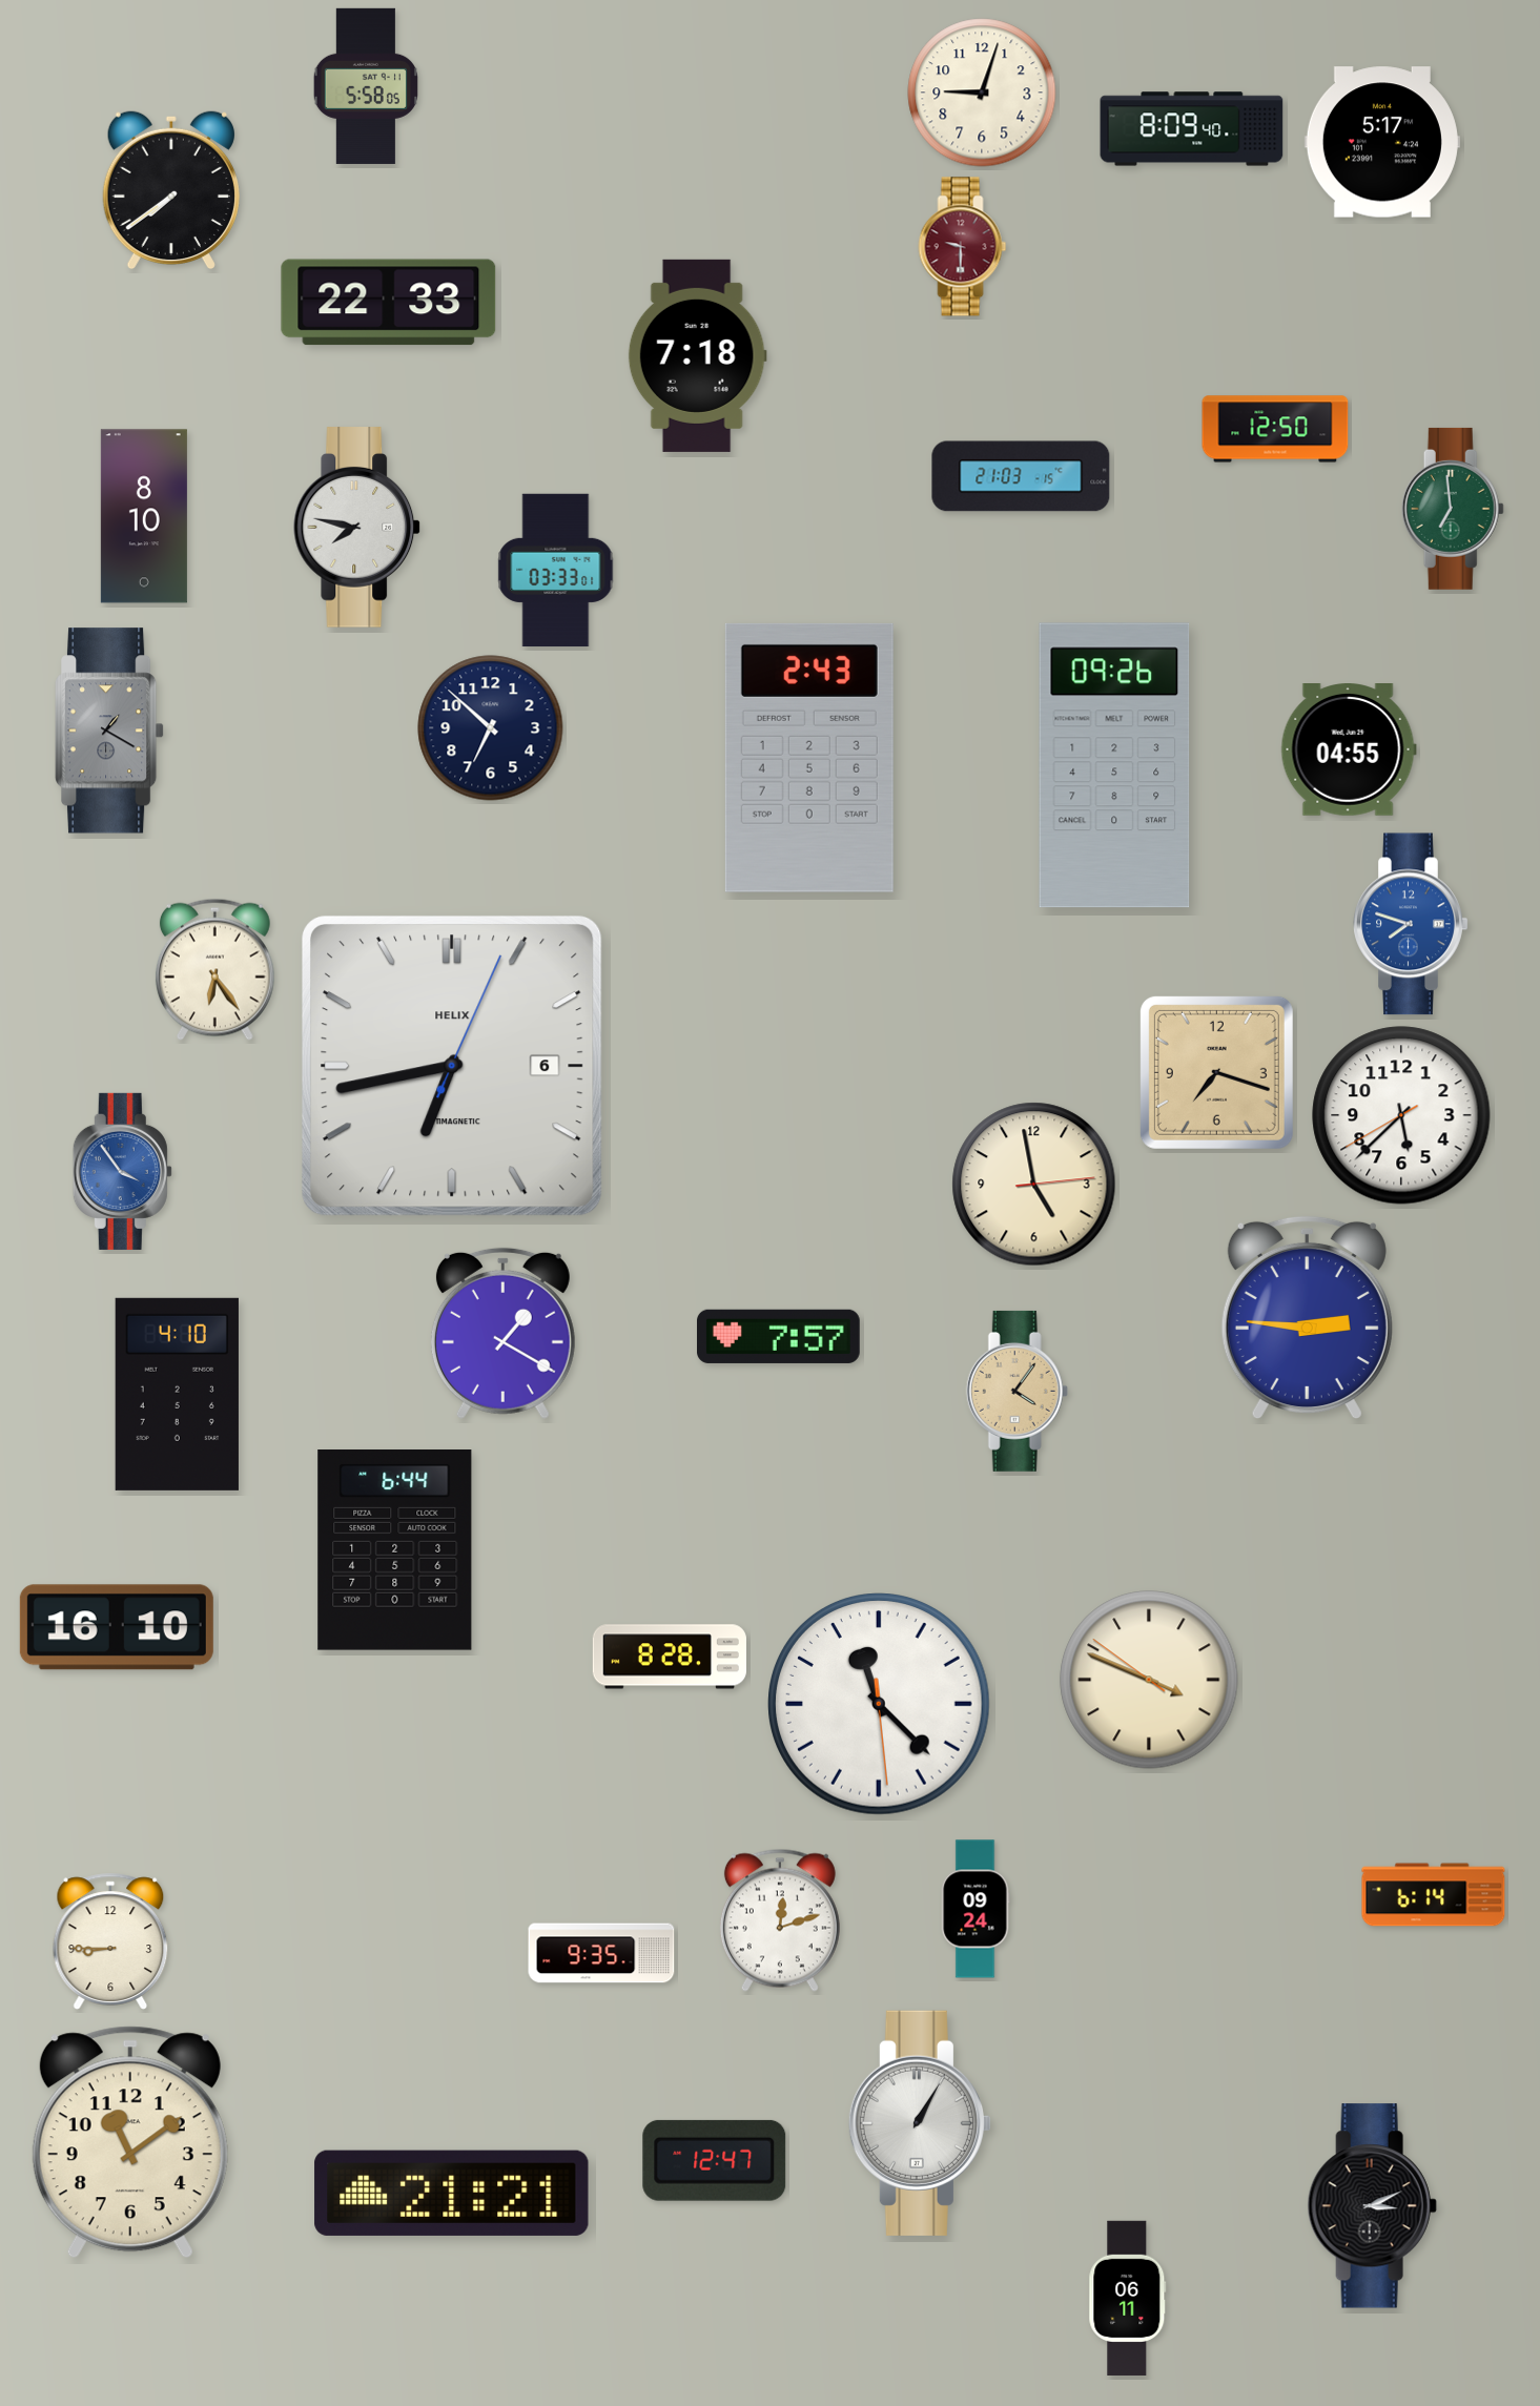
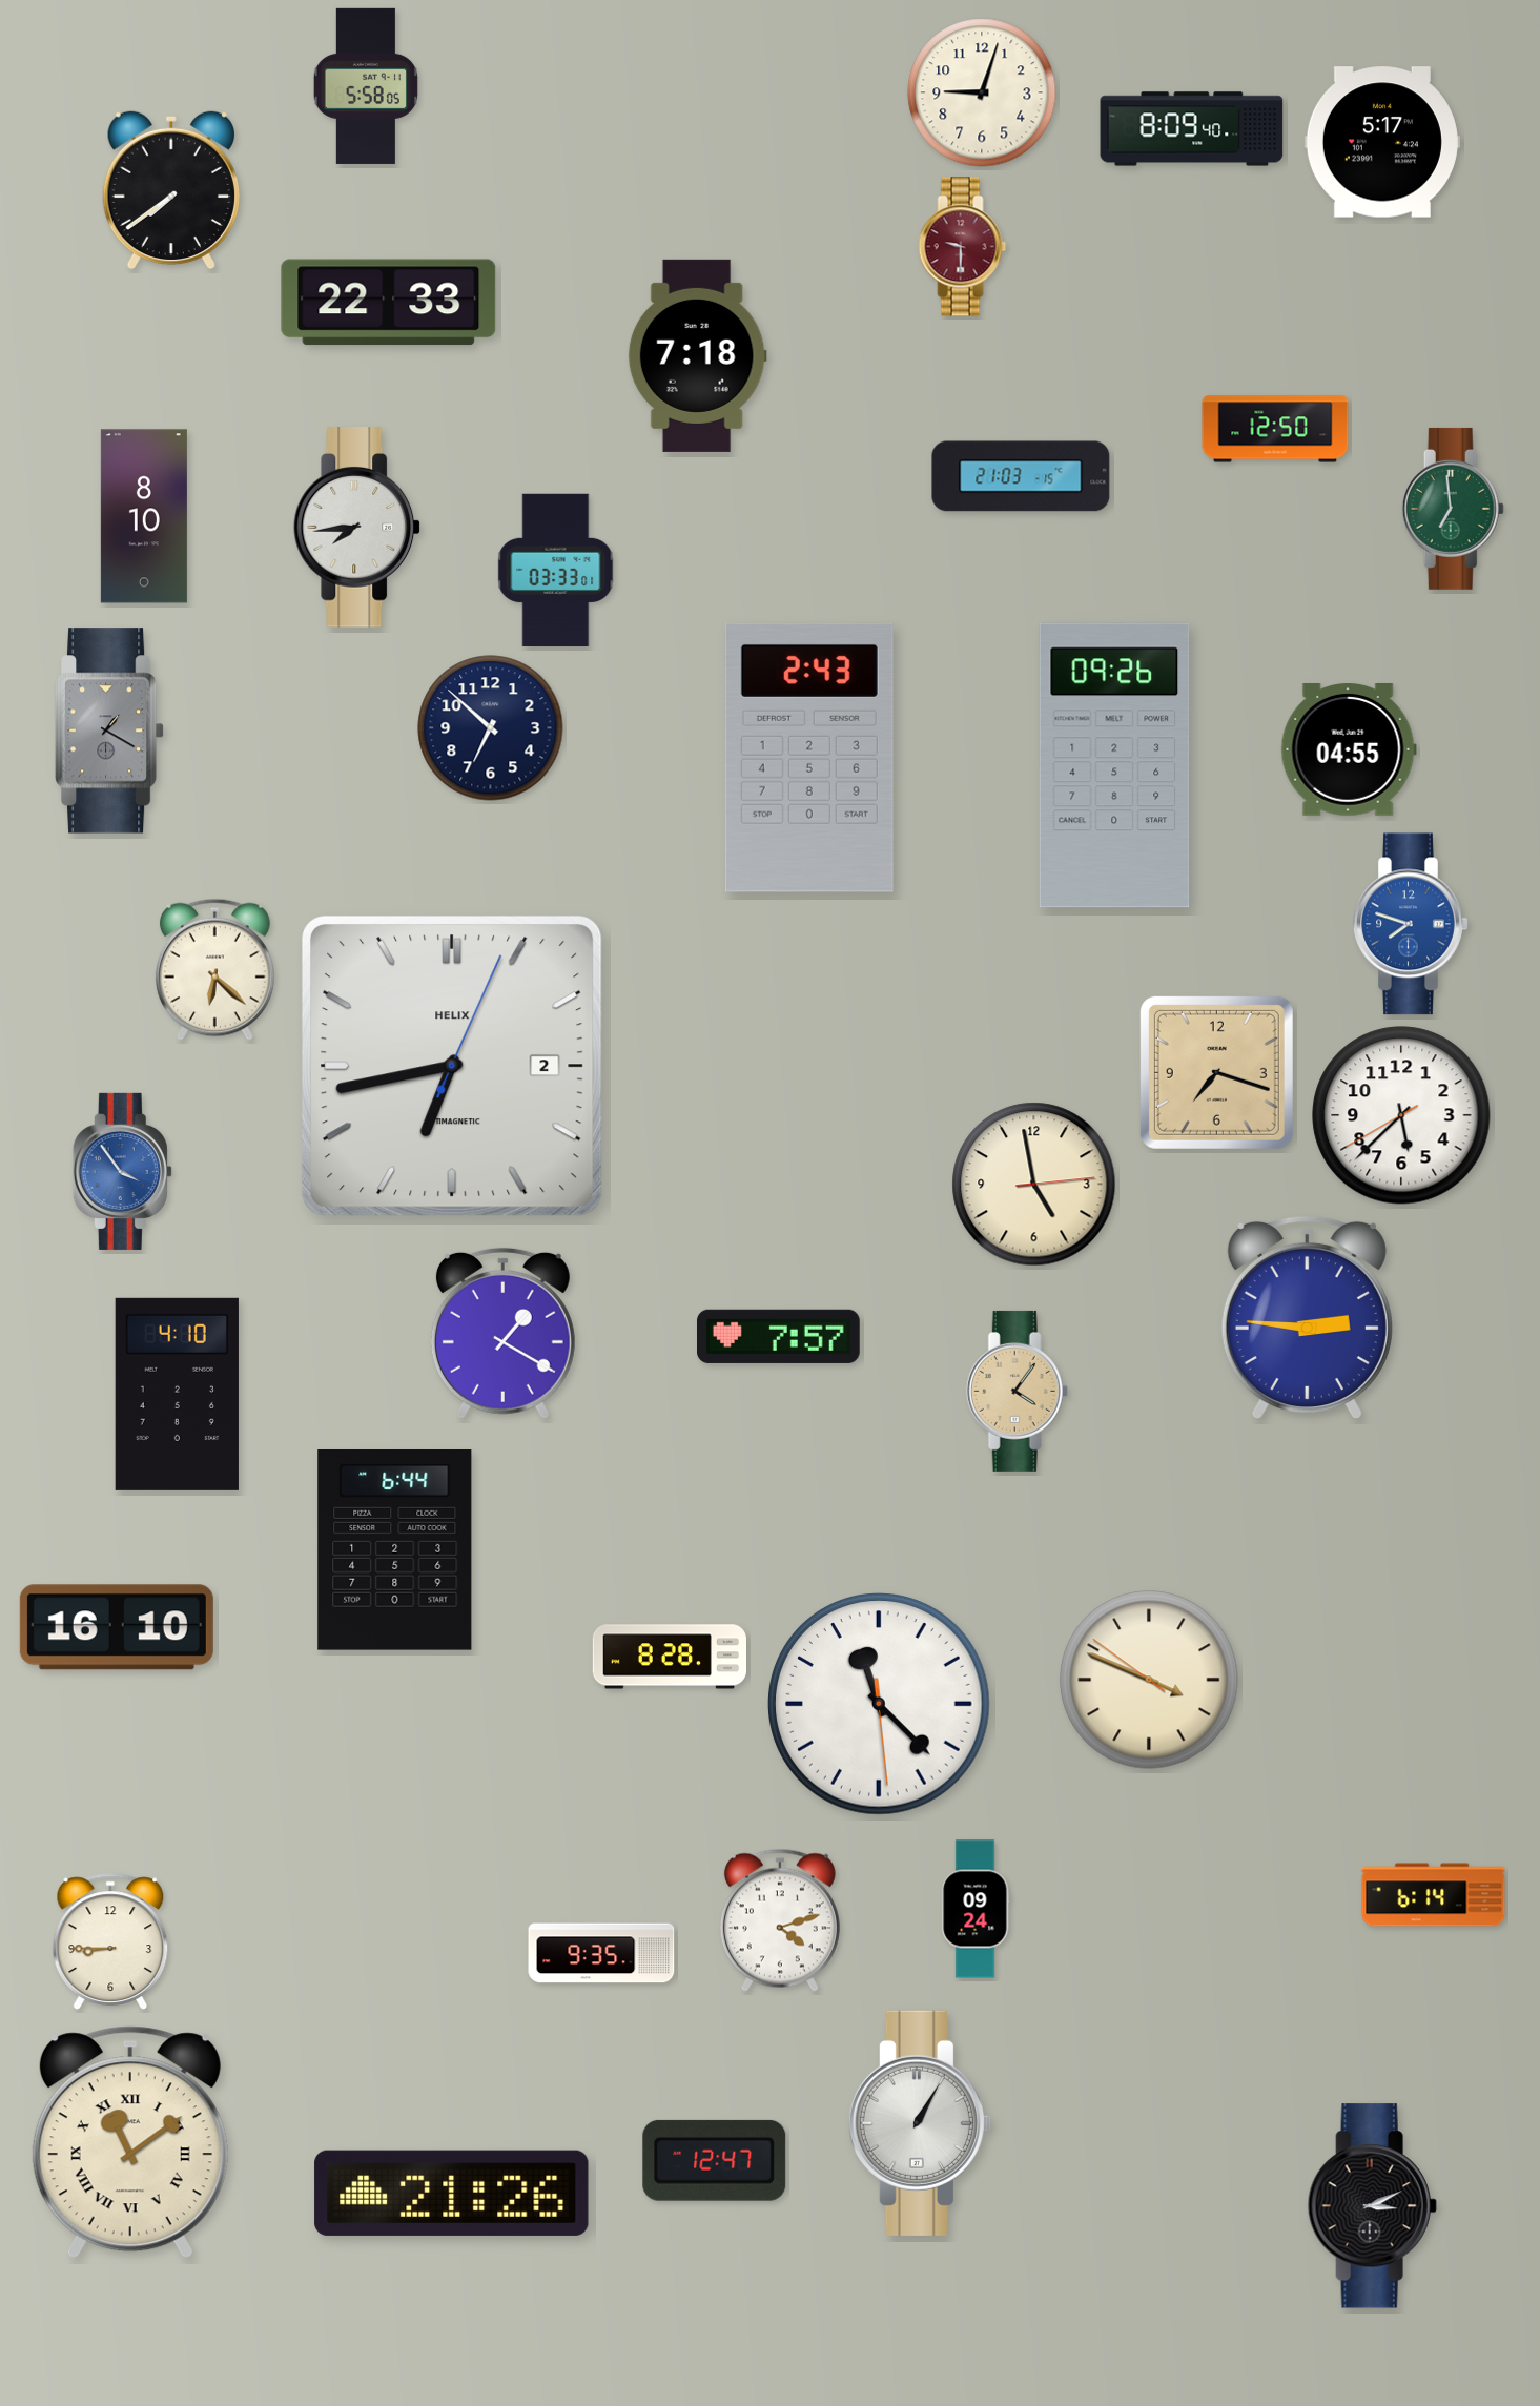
clock at (357, 528): 7:47 -> 7:44
clock at (214, 969): 6:24 -> 6:22
clock at (452, 1066) date: 6 -> 2
clock at (780, 1920): 12:12 -> 4:12
clock at (130, 2142) numerals: Arabic -> Roman
clock at (452, 2193): 21:21 -> 21:26
clock at (1128, 2298): 06:11 -> none
